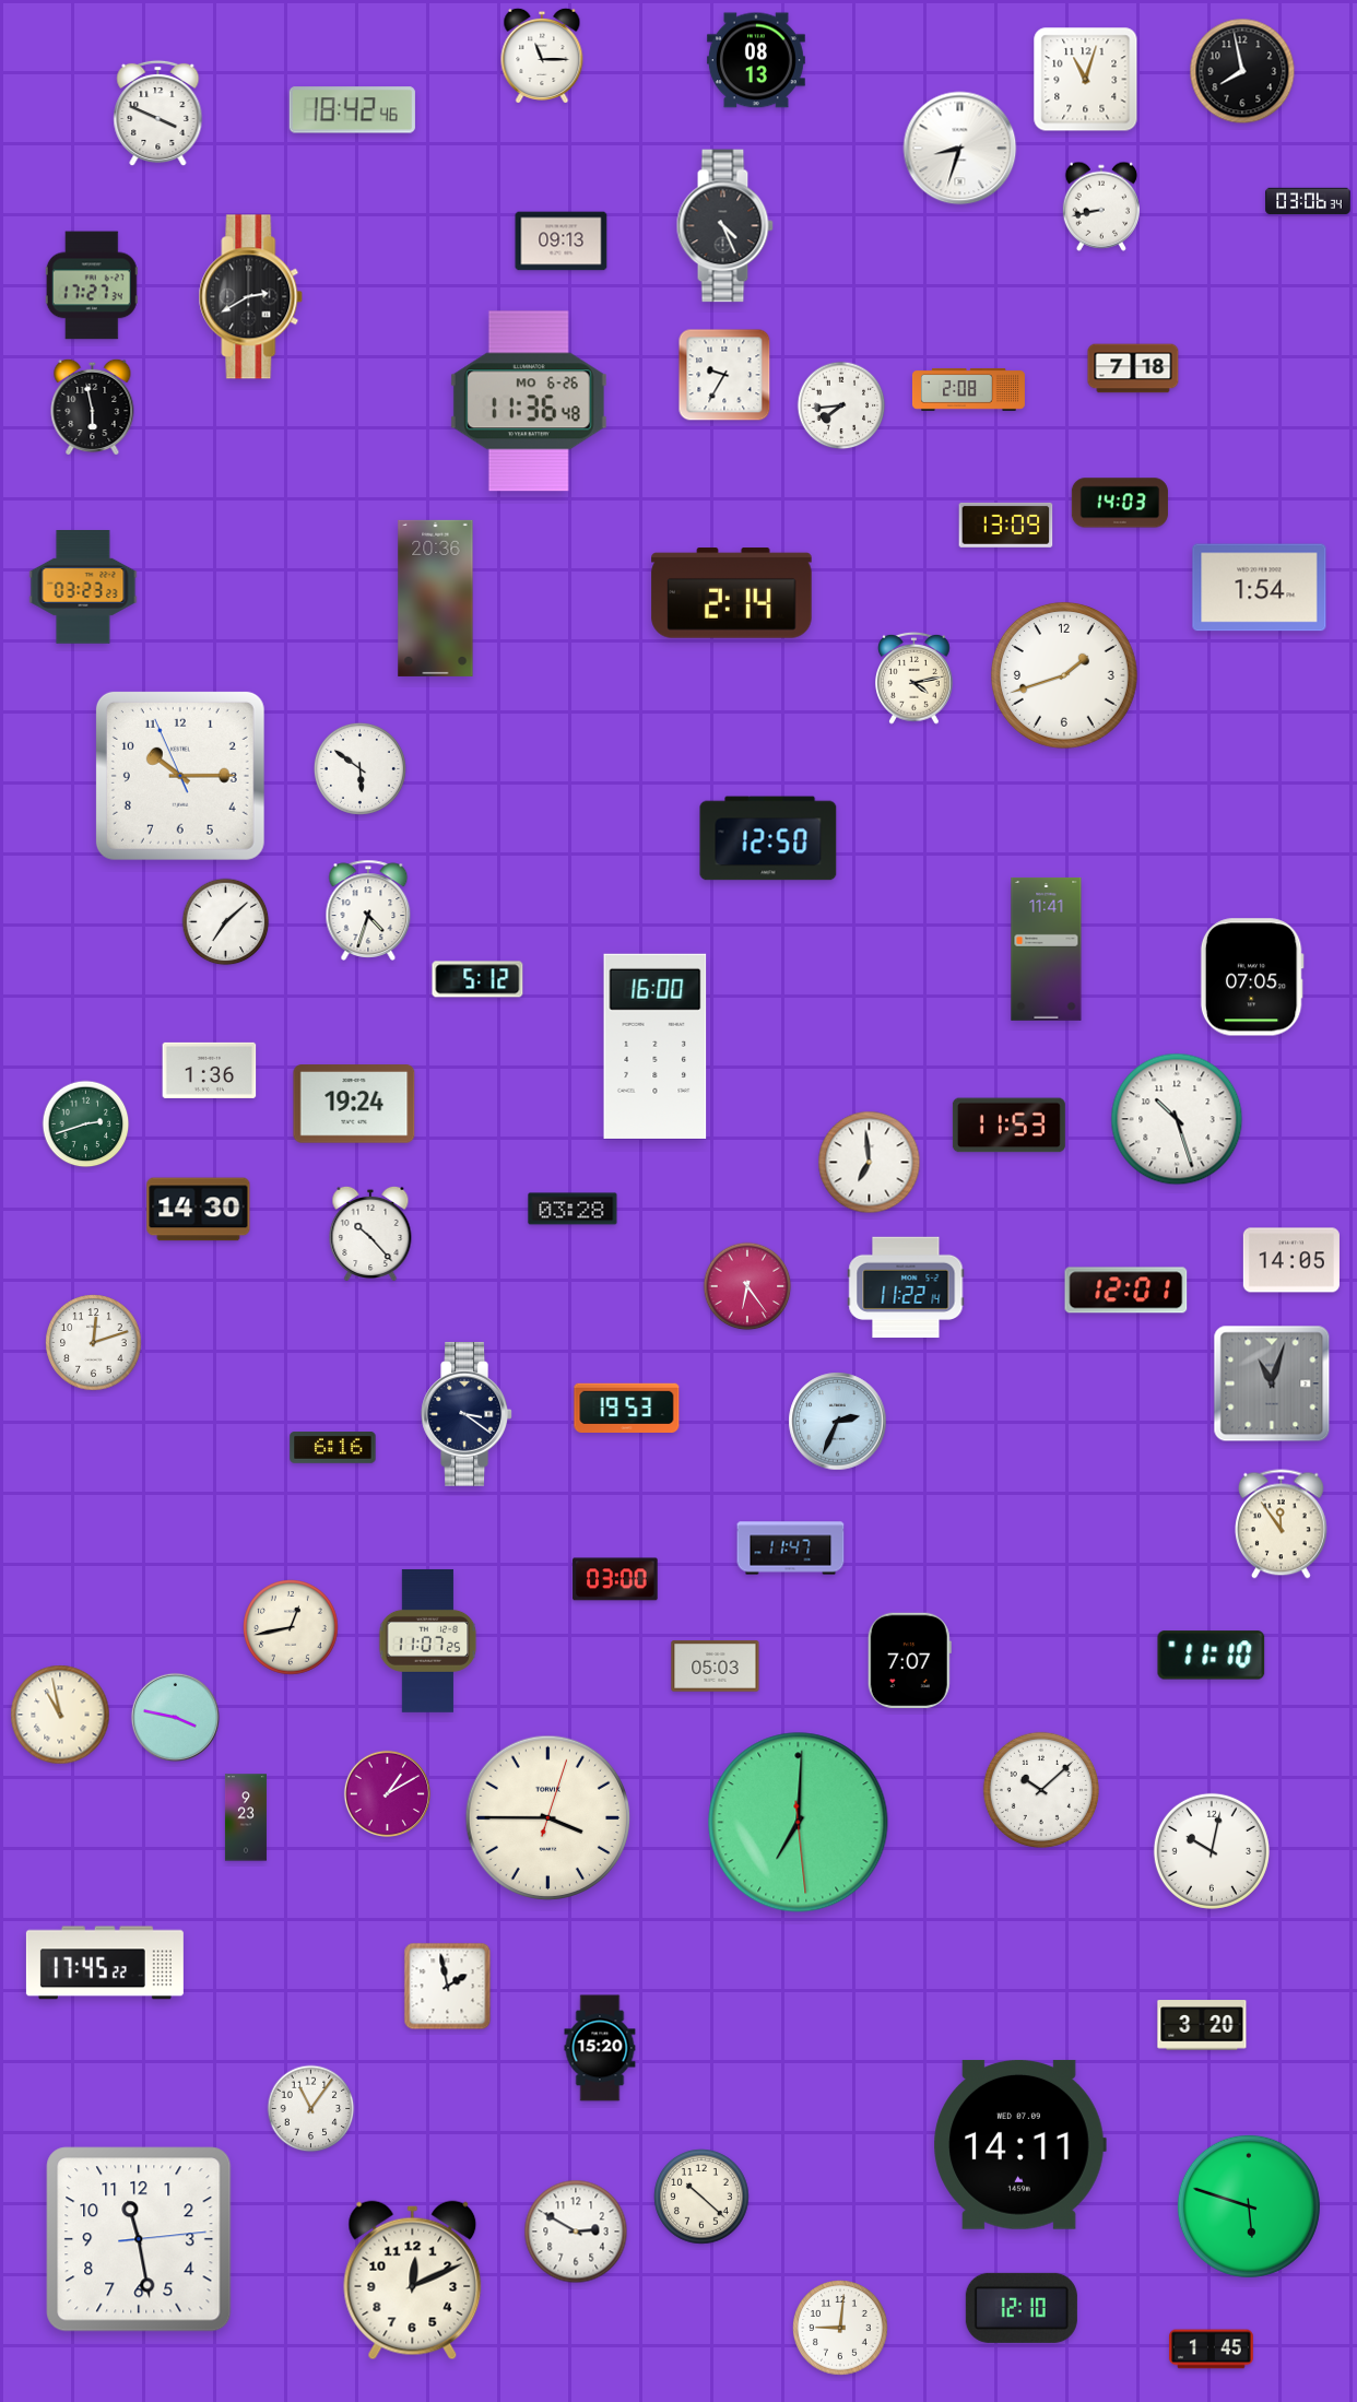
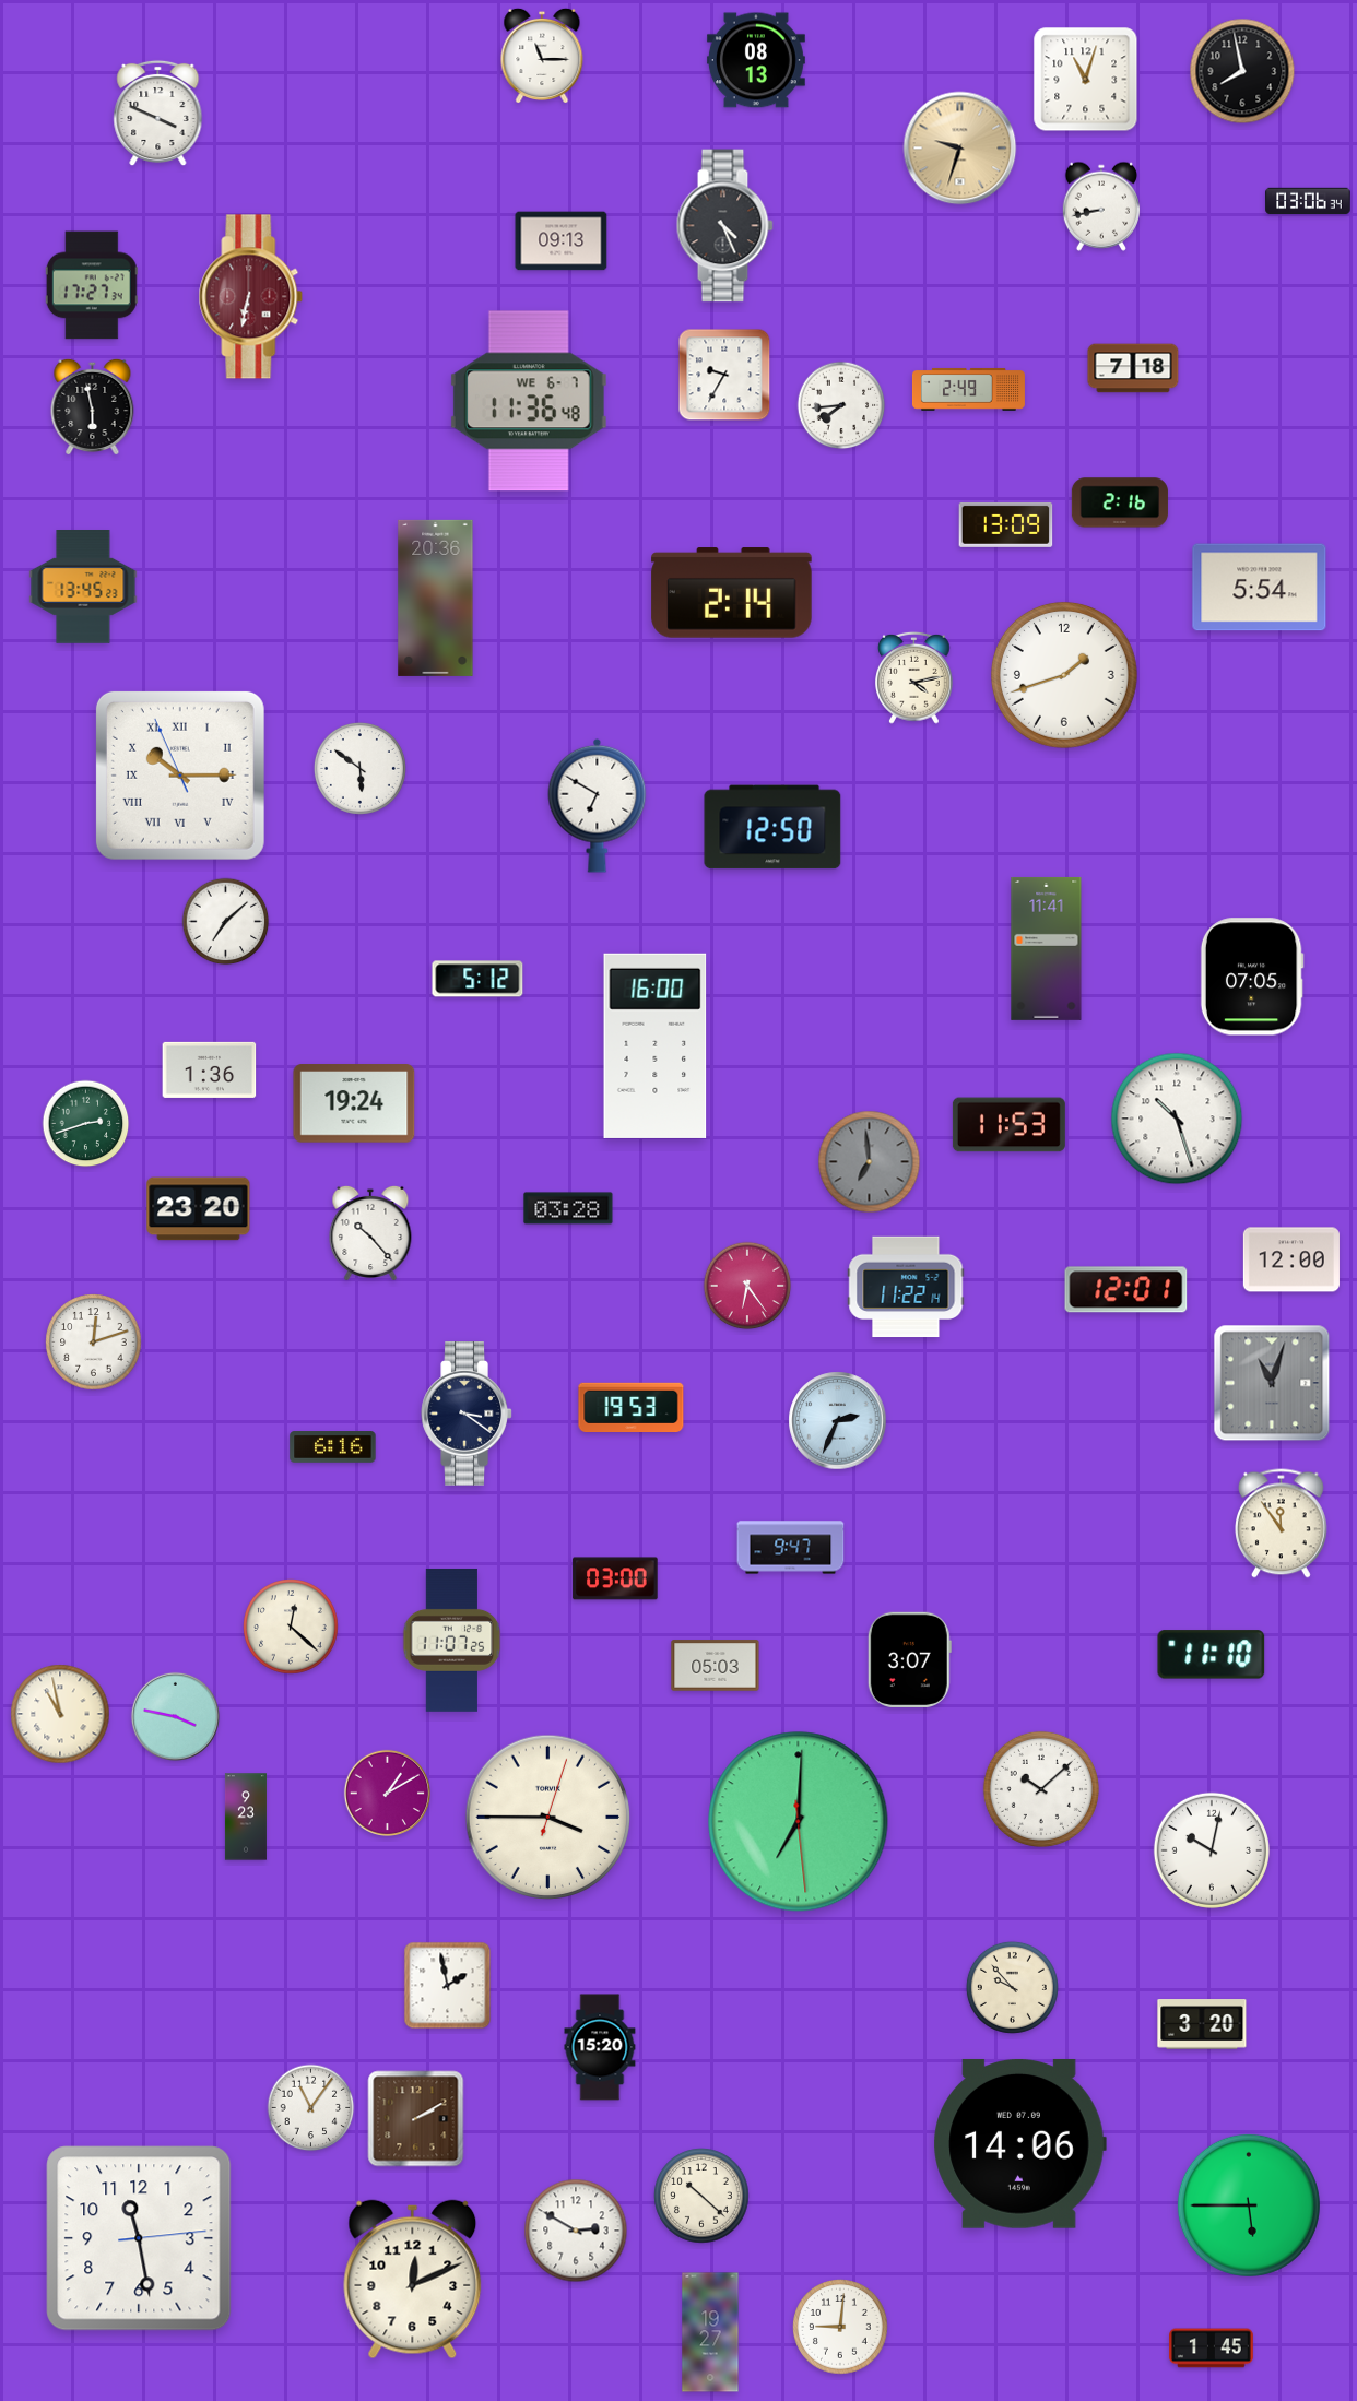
clock at (352, 110): 18:42 -> none
clock at (960, 149): 8:33 -> 9:33
clock at (960, 149) dial: white -> champagne
clock at (251, 297): 2:40 -> 6:32
clock at (251, 297) dial: black -> burgundy
clock at (968, 389): 2:08 -> 2:49
clock at (529, 401) date: MO 6-26 -> WE 6-7
clock at (1120, 503): 14:03 -> 2:16
clock at (83, 588): 03:23 -> 13:45
clock at (1260, 588): 1:54 -> 5:54
clock at (180, 776) numerals: Arabic -> Roman
clock at (598, 805): none -> 6:50
clock at (768, 838) position: (768, 838) -> (772, 827)
clock at (368, 910): 4:33 -> none
clock at (870, 1163) dial: white -> grey
clock at (573, 1209) position: (573, 1209) -> (568, 1208)
clock at (199, 1210): 14:30 -> 23:20
clock at (1291, 1260): 14:05 -> 12:00
clock at (627, 1408) position: (627, 1408) -> (632, 1407)
clock at (791, 1549): 11:47 -> 9:47
clock at (291, 1627): 12:43 -> 12:22
clock at (428, 1640) position: (428, 1640) -> (452, 1640)
clock at (909, 1660): 7:07 -> 3:07
clock at (105, 1963): 17:45 -> none
clock at (1012, 1987): none -> 9:53
clock at (416, 2119): none -> 2:10
clock at (1019, 2144): 14:11 -> 14:06
clock at (1249, 2206): 5:48 -> 5:45
clock at (1022, 2308): 12:10 -> none
clock at (710, 2332): none -> 19:27
